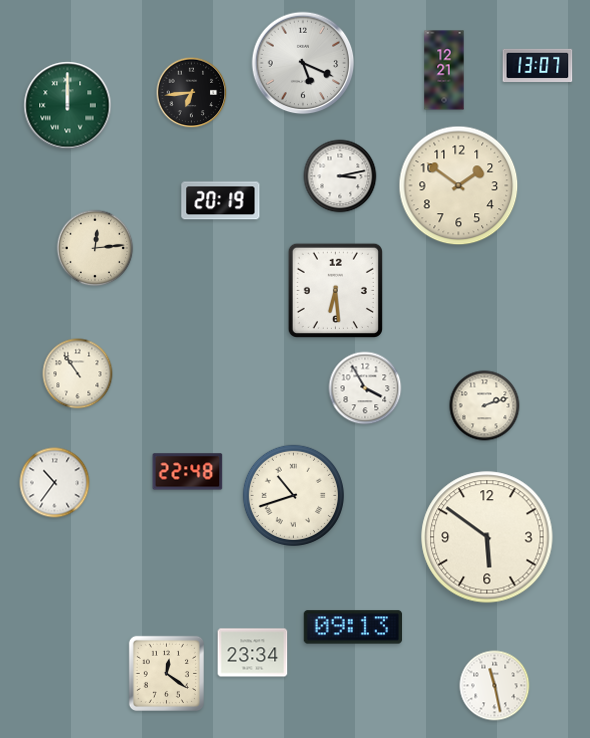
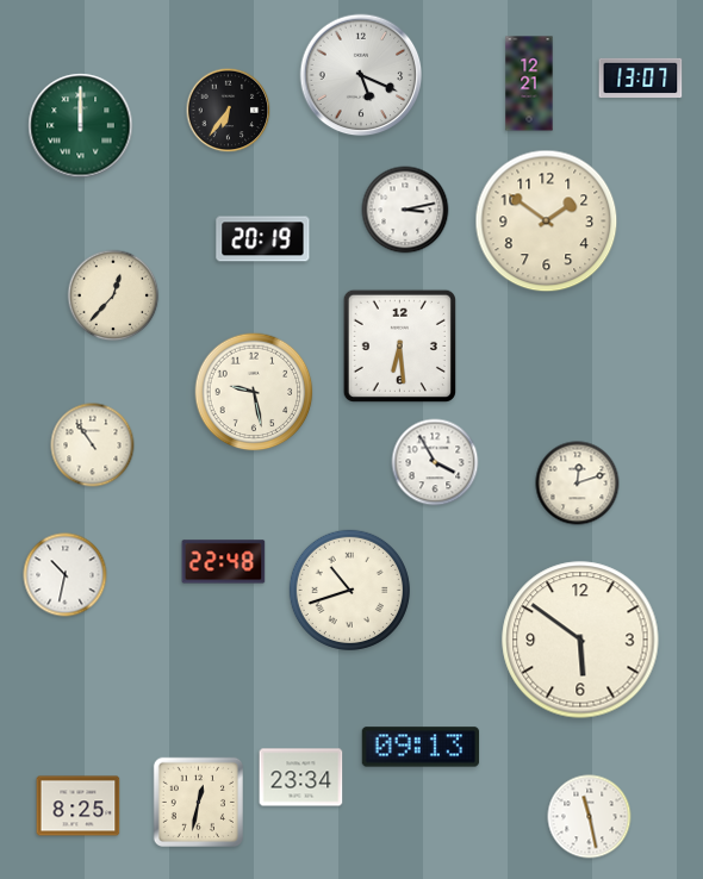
clock at (192, 93): 6:44 -> 6:36
clock at (95, 248): 12:14 -> 12:37
clock at (254, 392): none -> 9:28
clock at (485, 406): 2:12 -> 12:12
clock at (55, 483): 10:36 -> 10:32
clock at (166, 673): 12:21 -> 12:32
clock at (79, 806): none -> 8:25
